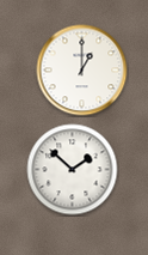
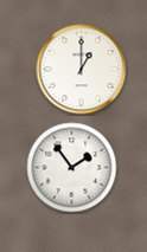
clock at (73, 170): 1:52 -> 1:54
